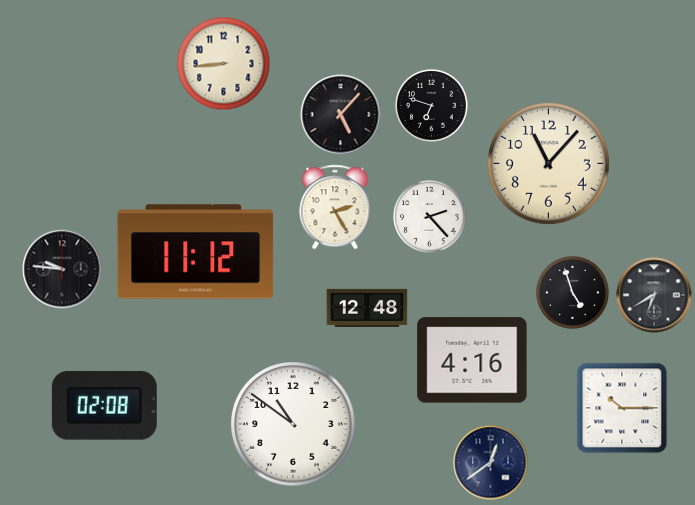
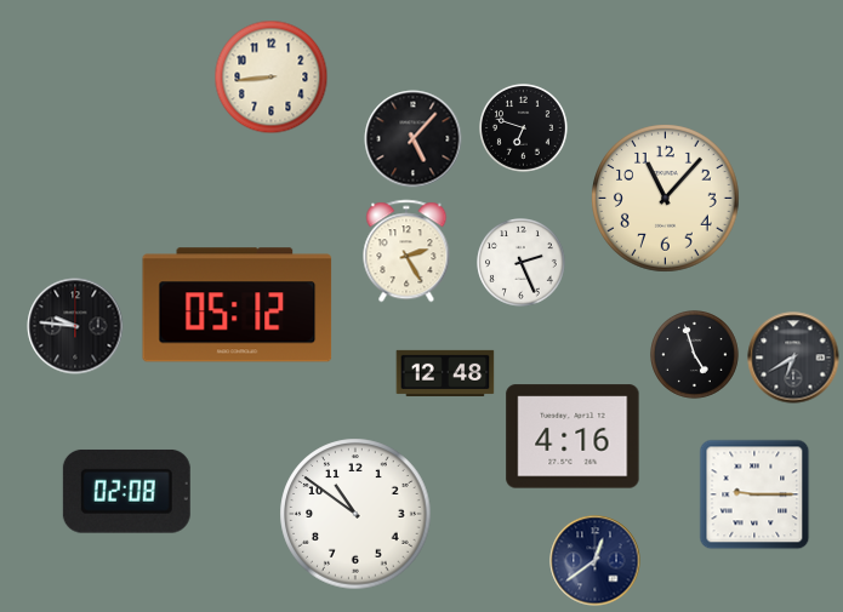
clock at (430, 217): 2:23 -> 2:26
clock at (196, 252): 11:12 -> 05:12
clock at (622, 408): 10:15 -> 9:15
